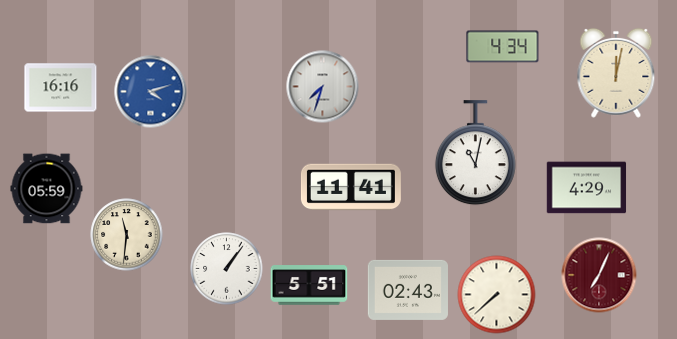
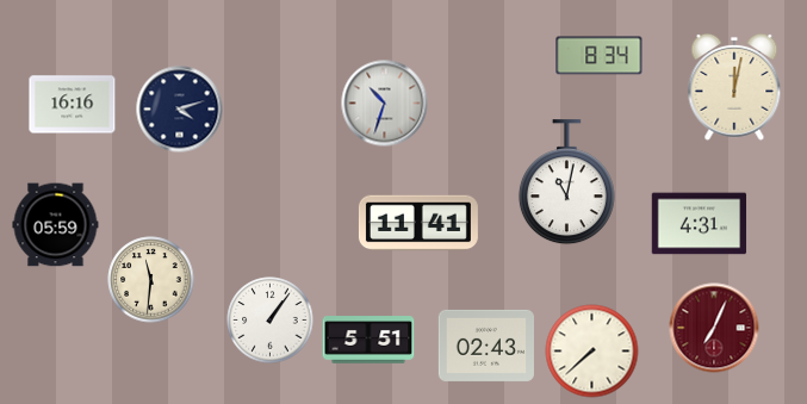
clock at (503, 47): 4:34 -> 8:34
clock at (323, 87): 7:33 -> 10:33
clock at (151, 92) dial: blue -> navy
clock at (587, 188): 4:29 -> 4:31
